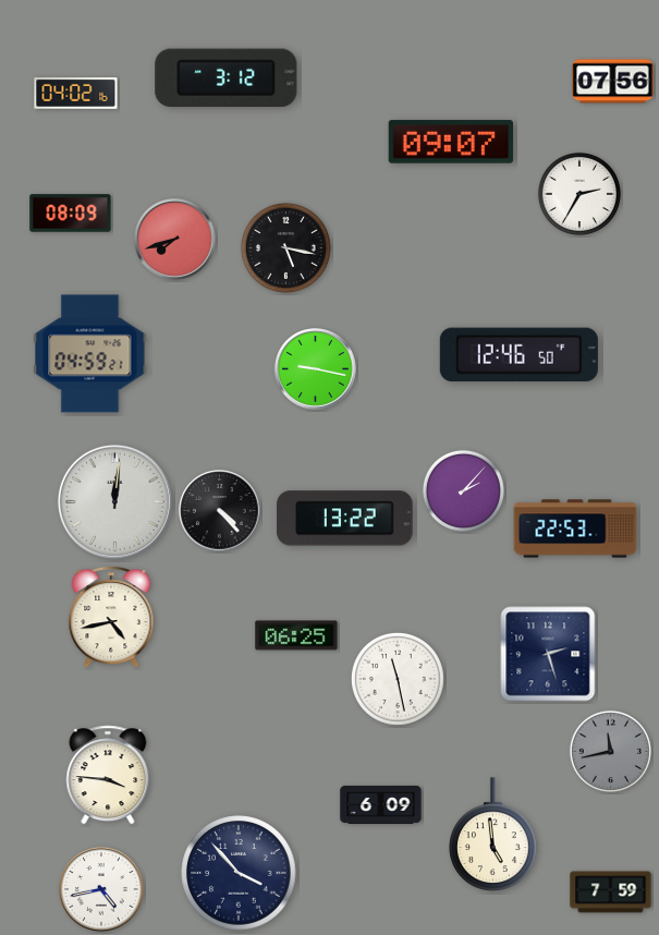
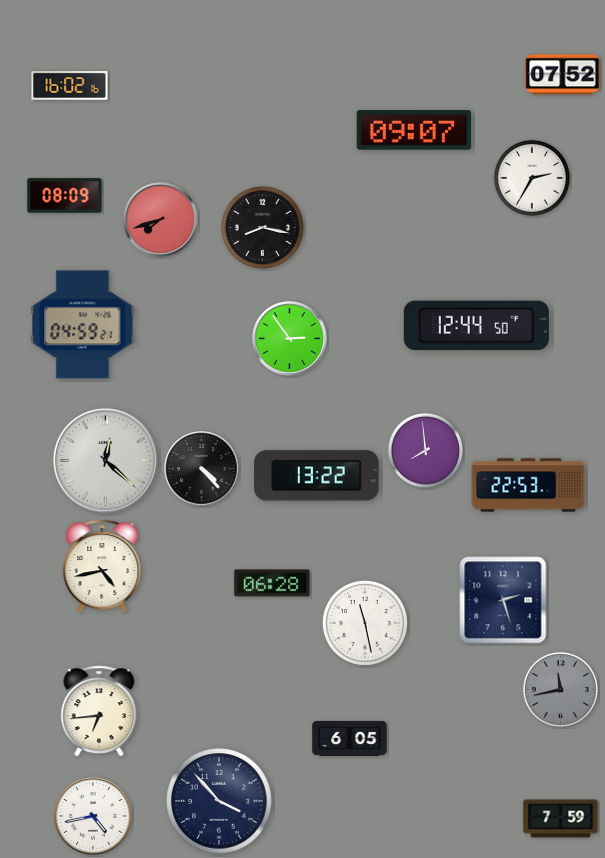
clock at (227, 78): 3:12 -> none
clock at (613, 82): 07:56 -> 07:52
clock at (76, 94): 04:02 -> 16:02
clock at (285, 247): 5:17 -> 8:17
clock at (518, 355): 12:46 -> 12:44
clock at (316, 369): 9:17 -> 2:54
clock at (463, 490): 2:07 -> 7:59
clock at (114, 501): 12:01 -> 12:22
clock at (296, 635): 06:25 -> 06:28
clock at (108, 775): 3:46 -> 6:44
clock at (381, 804): 6:09 -> 6:05
clock at (493, 835): 4:59 -> none
